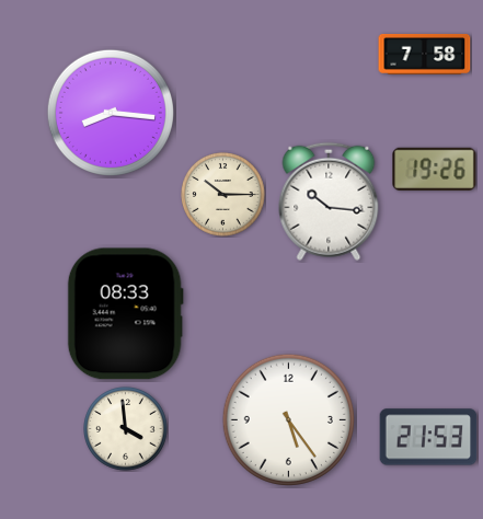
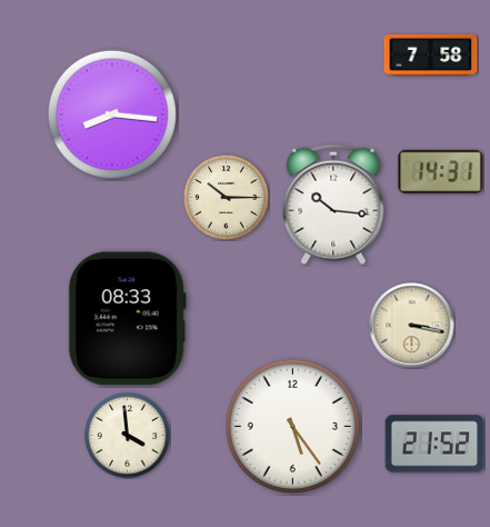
clock at (435, 169): 19:26 -> 14:31
clock at (412, 326): none -> 3:17
clock at (428, 437): 21:53 -> 21:52
